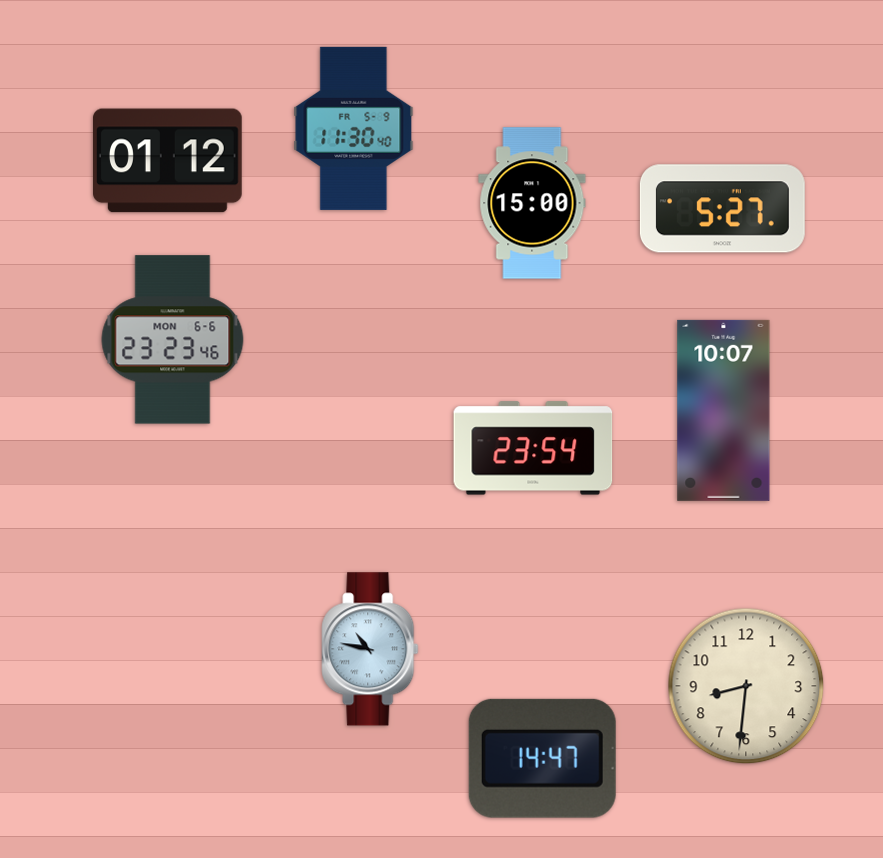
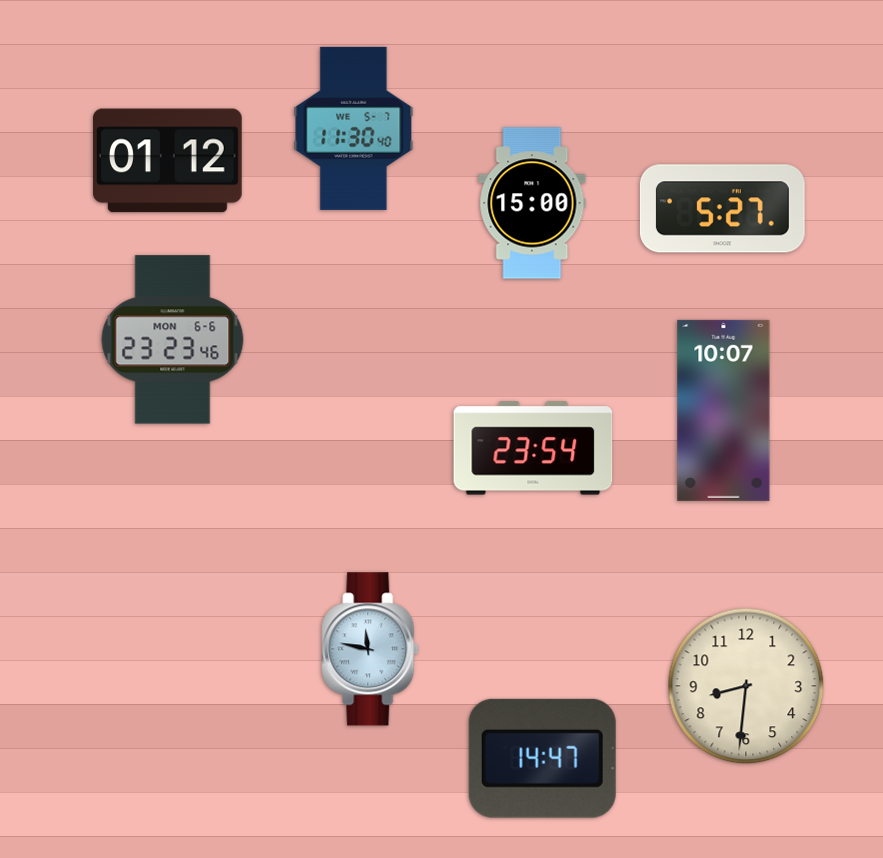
clock at (354, 128) date: FR 5-9 -> WE 5-7
clock at (370, 649): 10:47 -> 11:47
